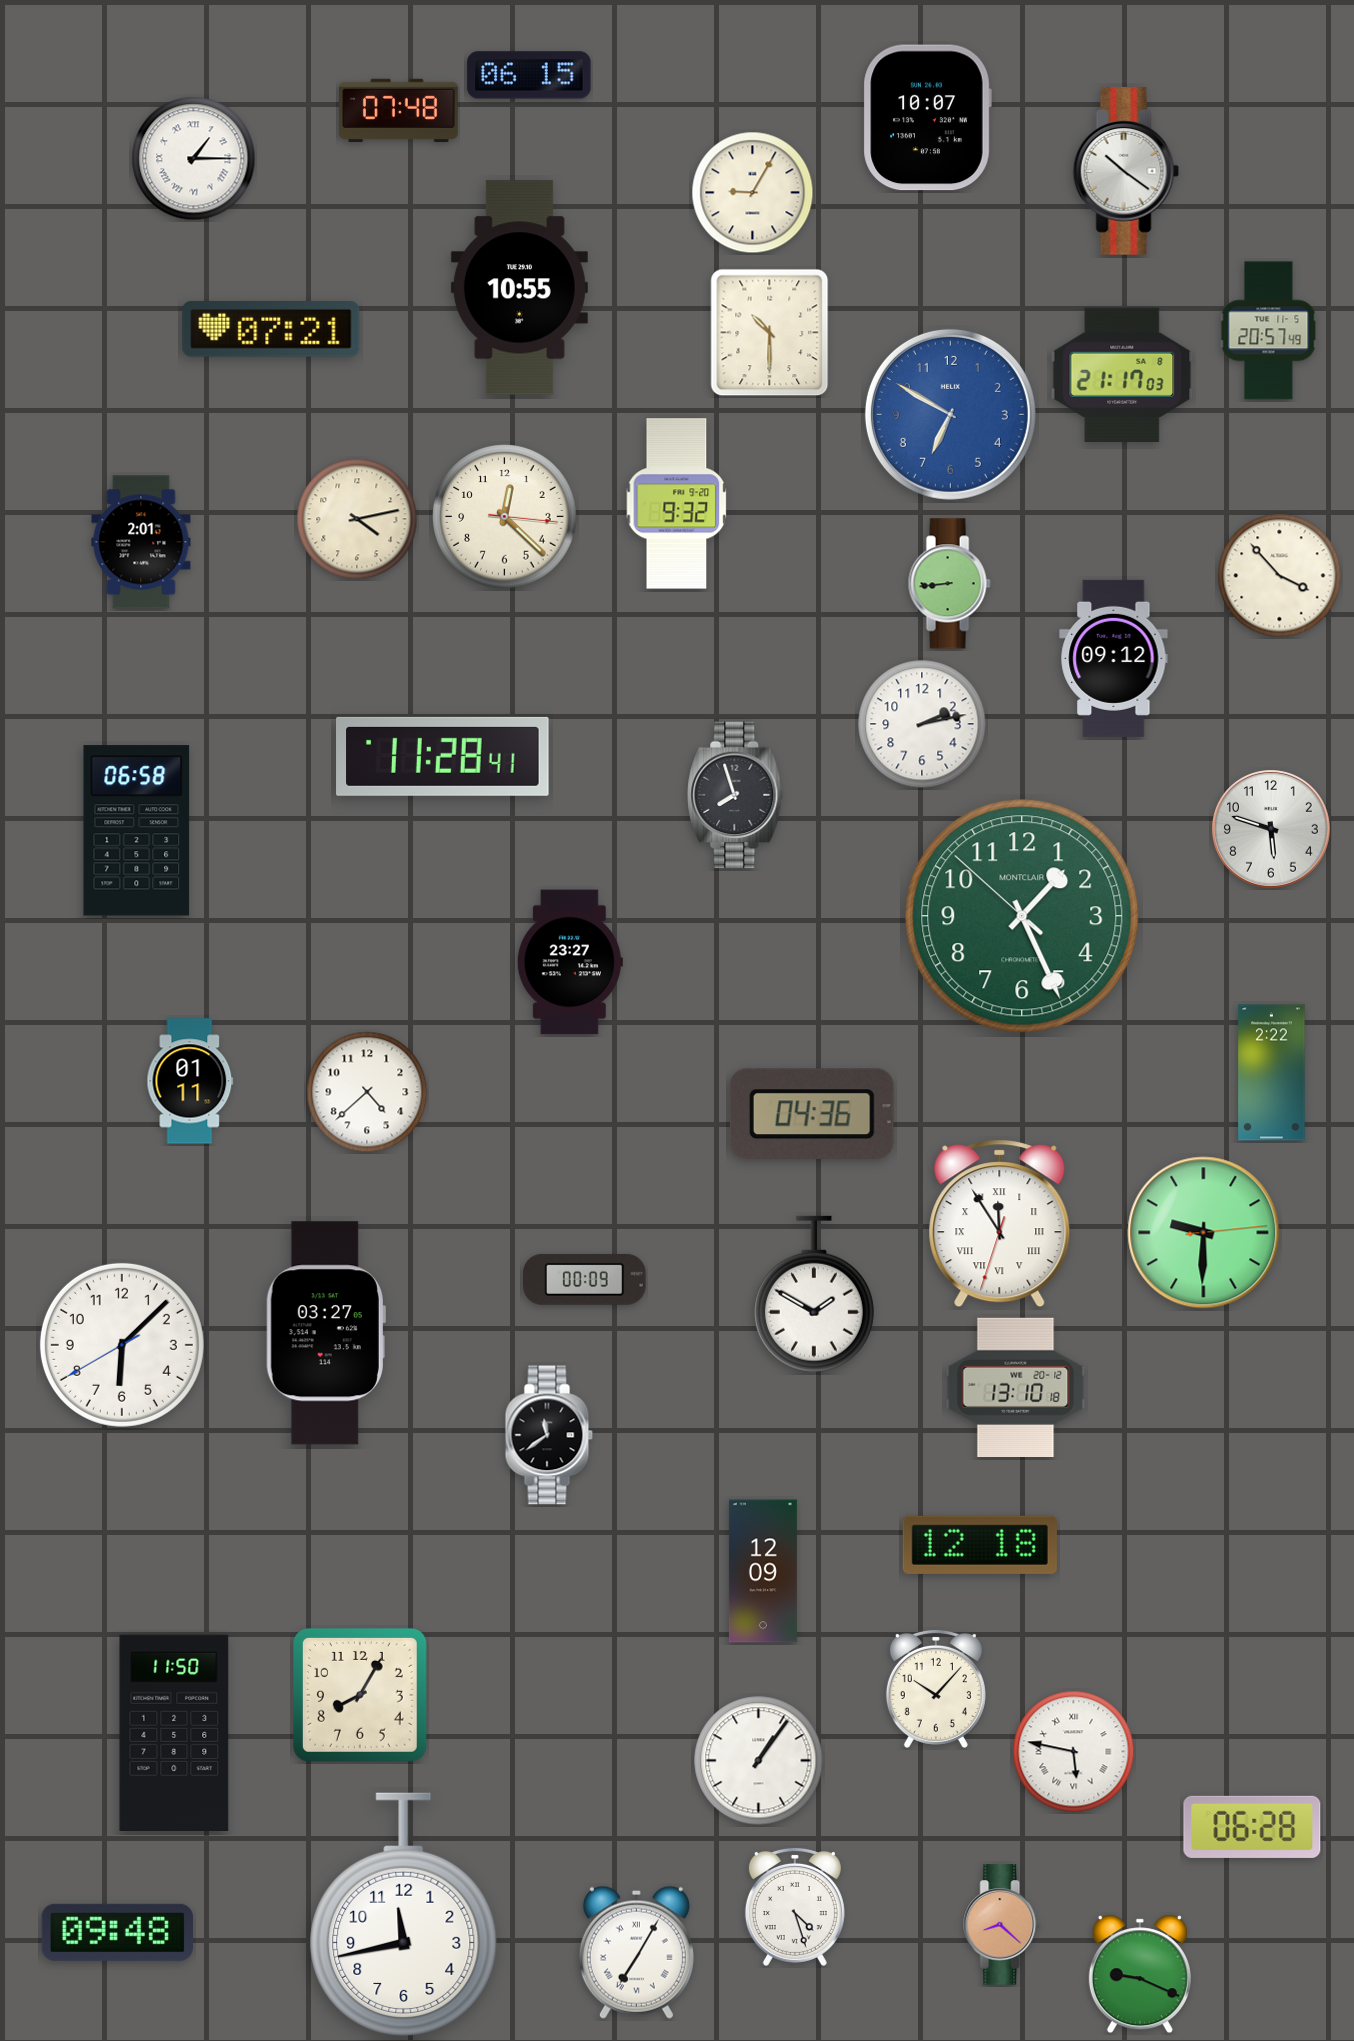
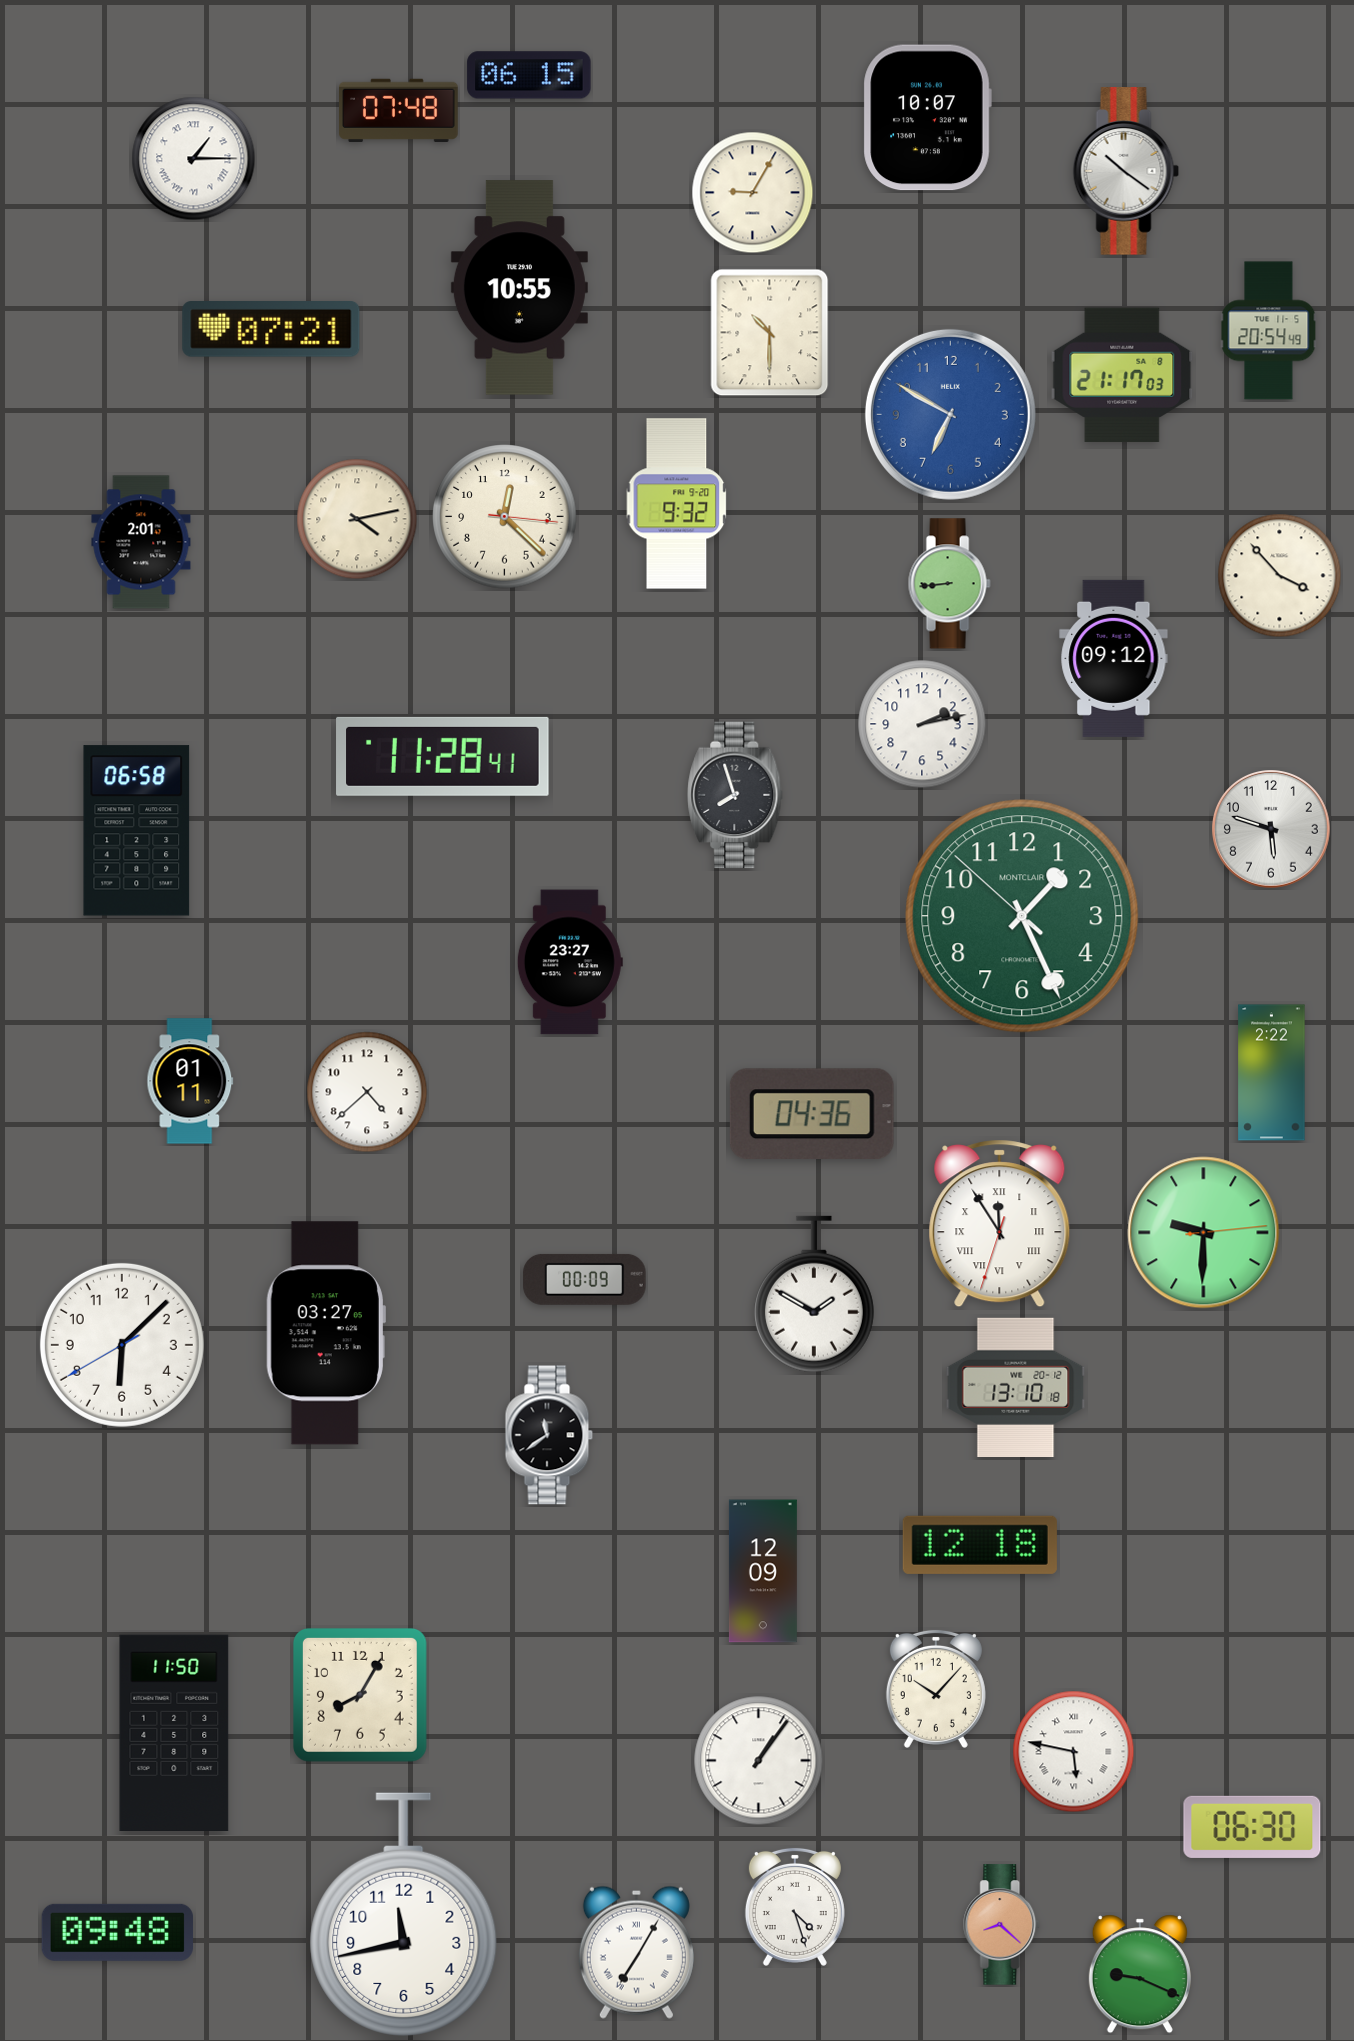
clock at (1269, 331): 20:57 -> 20:54
clock at (1252, 1827): 06:28 -> 06:30
